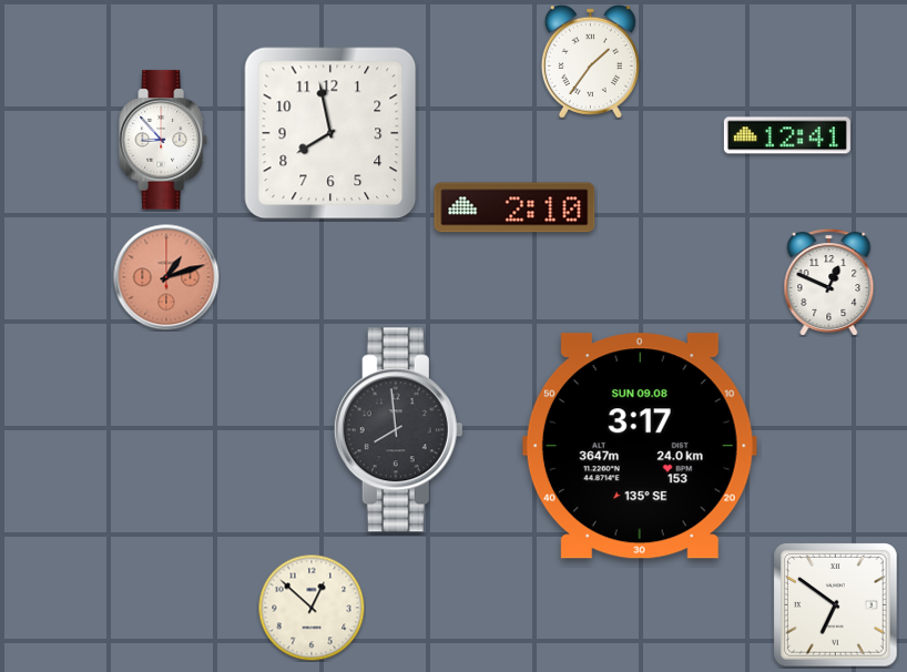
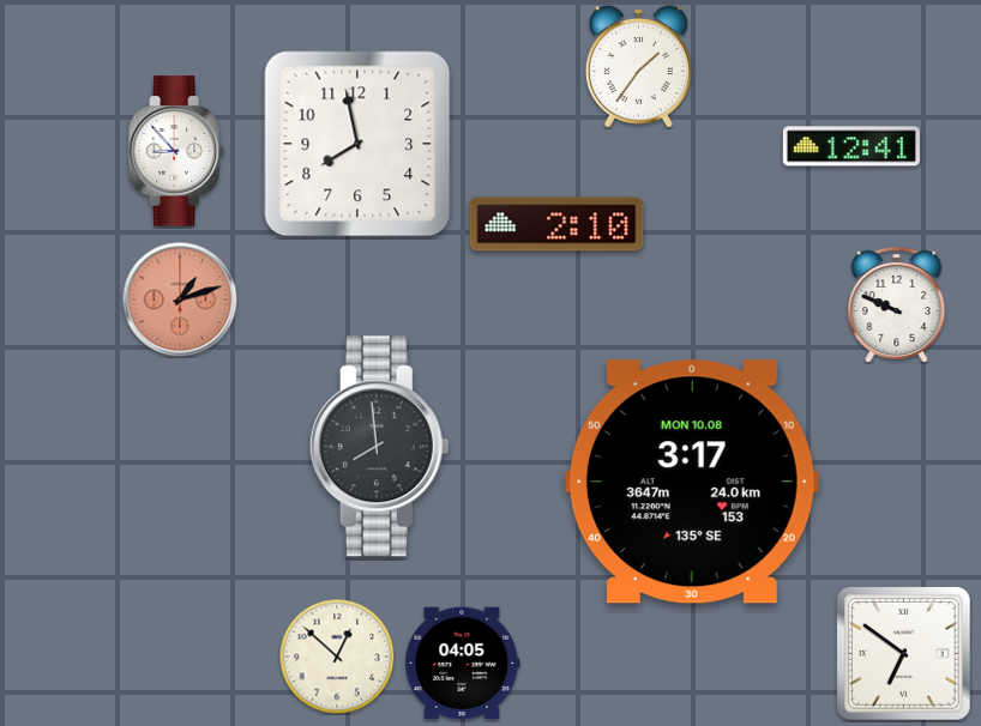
clock at (829, 282): 12:49 -> 9:49
clock at (398, 430) position: (398, 430) -> (379, 447)
clock at (640, 446) date: SUN 09.08 -> MON 10.08
clock at (463, 664): none -> 04:05
